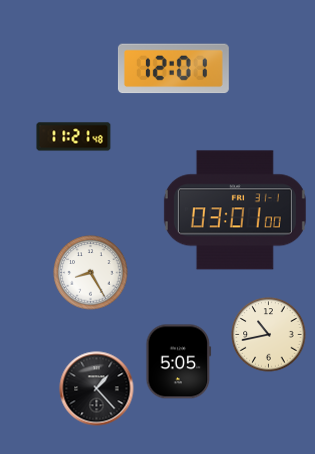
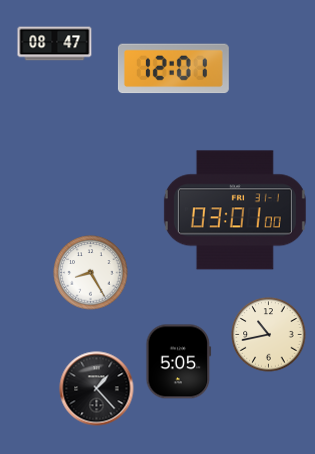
clock at (55, 44): none -> 08:47
clock at (74, 137): 11:21 -> none
